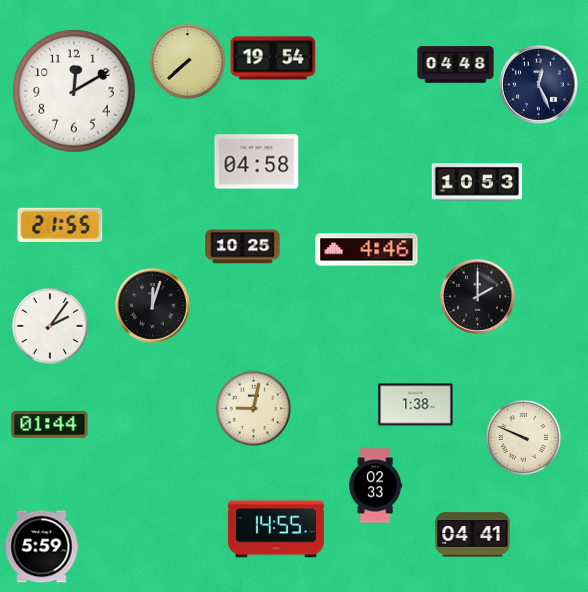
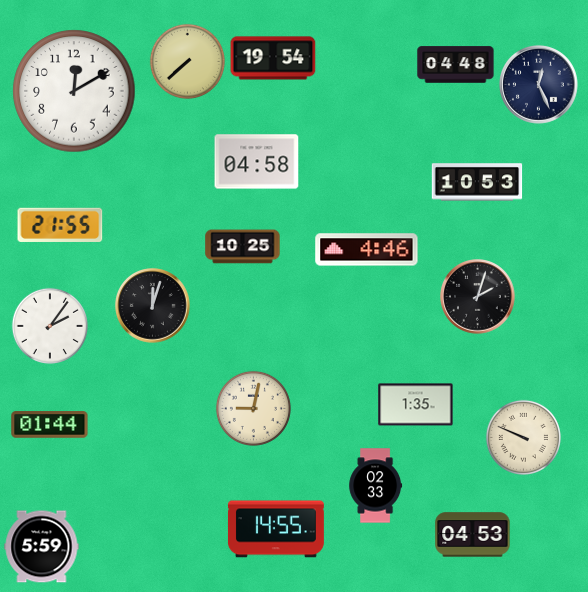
clock at (478, 297): 2:00 -> 2:03
clock at (416, 405): 1:38 -> 1:35
clock at (473, 535): 04:41 -> 04:53
